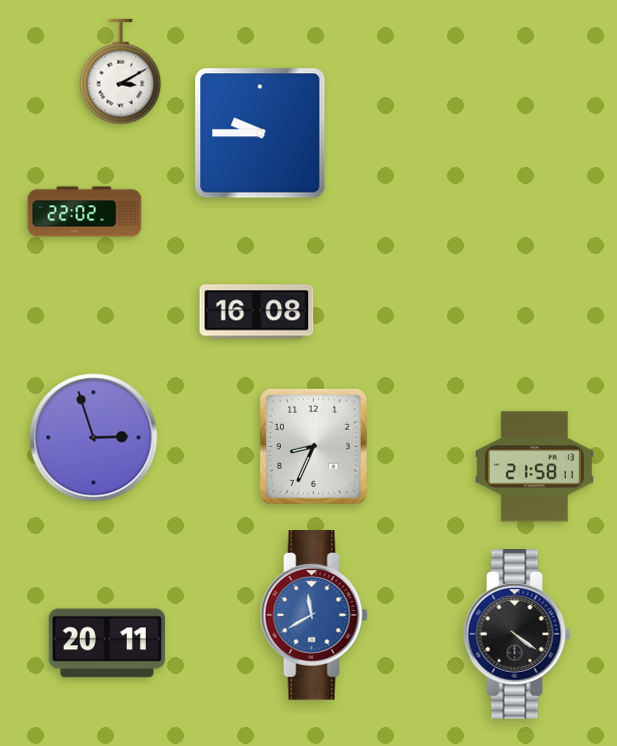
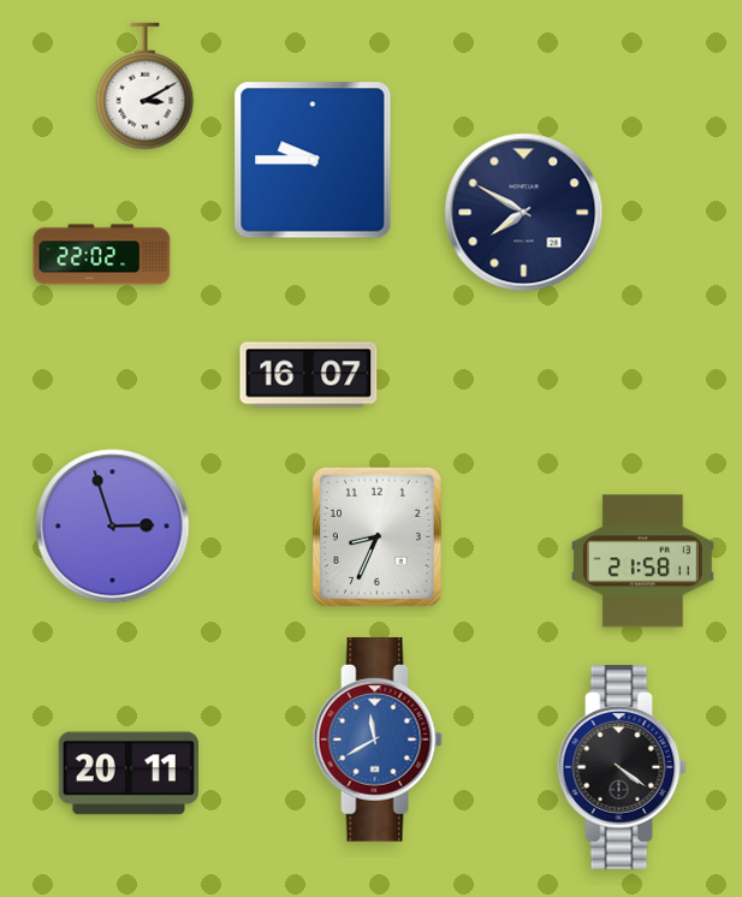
clock at (524, 213): none -> 7:50
clock at (257, 312): 16:08 -> 16:07
clock at (517, 635) position: (517, 635) -> (622, 768)
